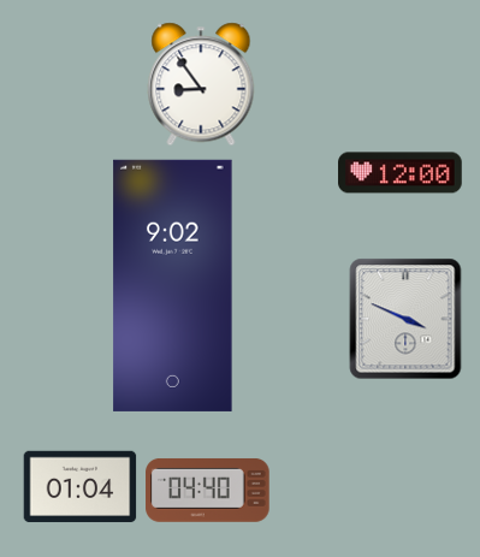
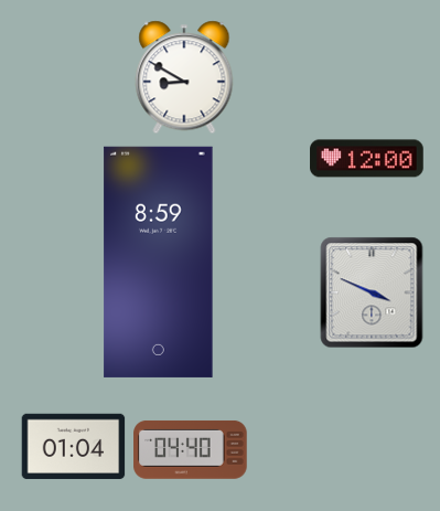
clock at (201, 84): 8:54 -> 8:50
clock at (173, 285): 9:02 -> 8:59
